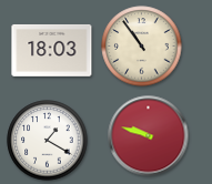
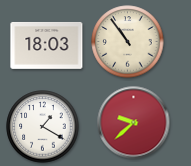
clock at (149, 136): 9:48 -> 9:38
